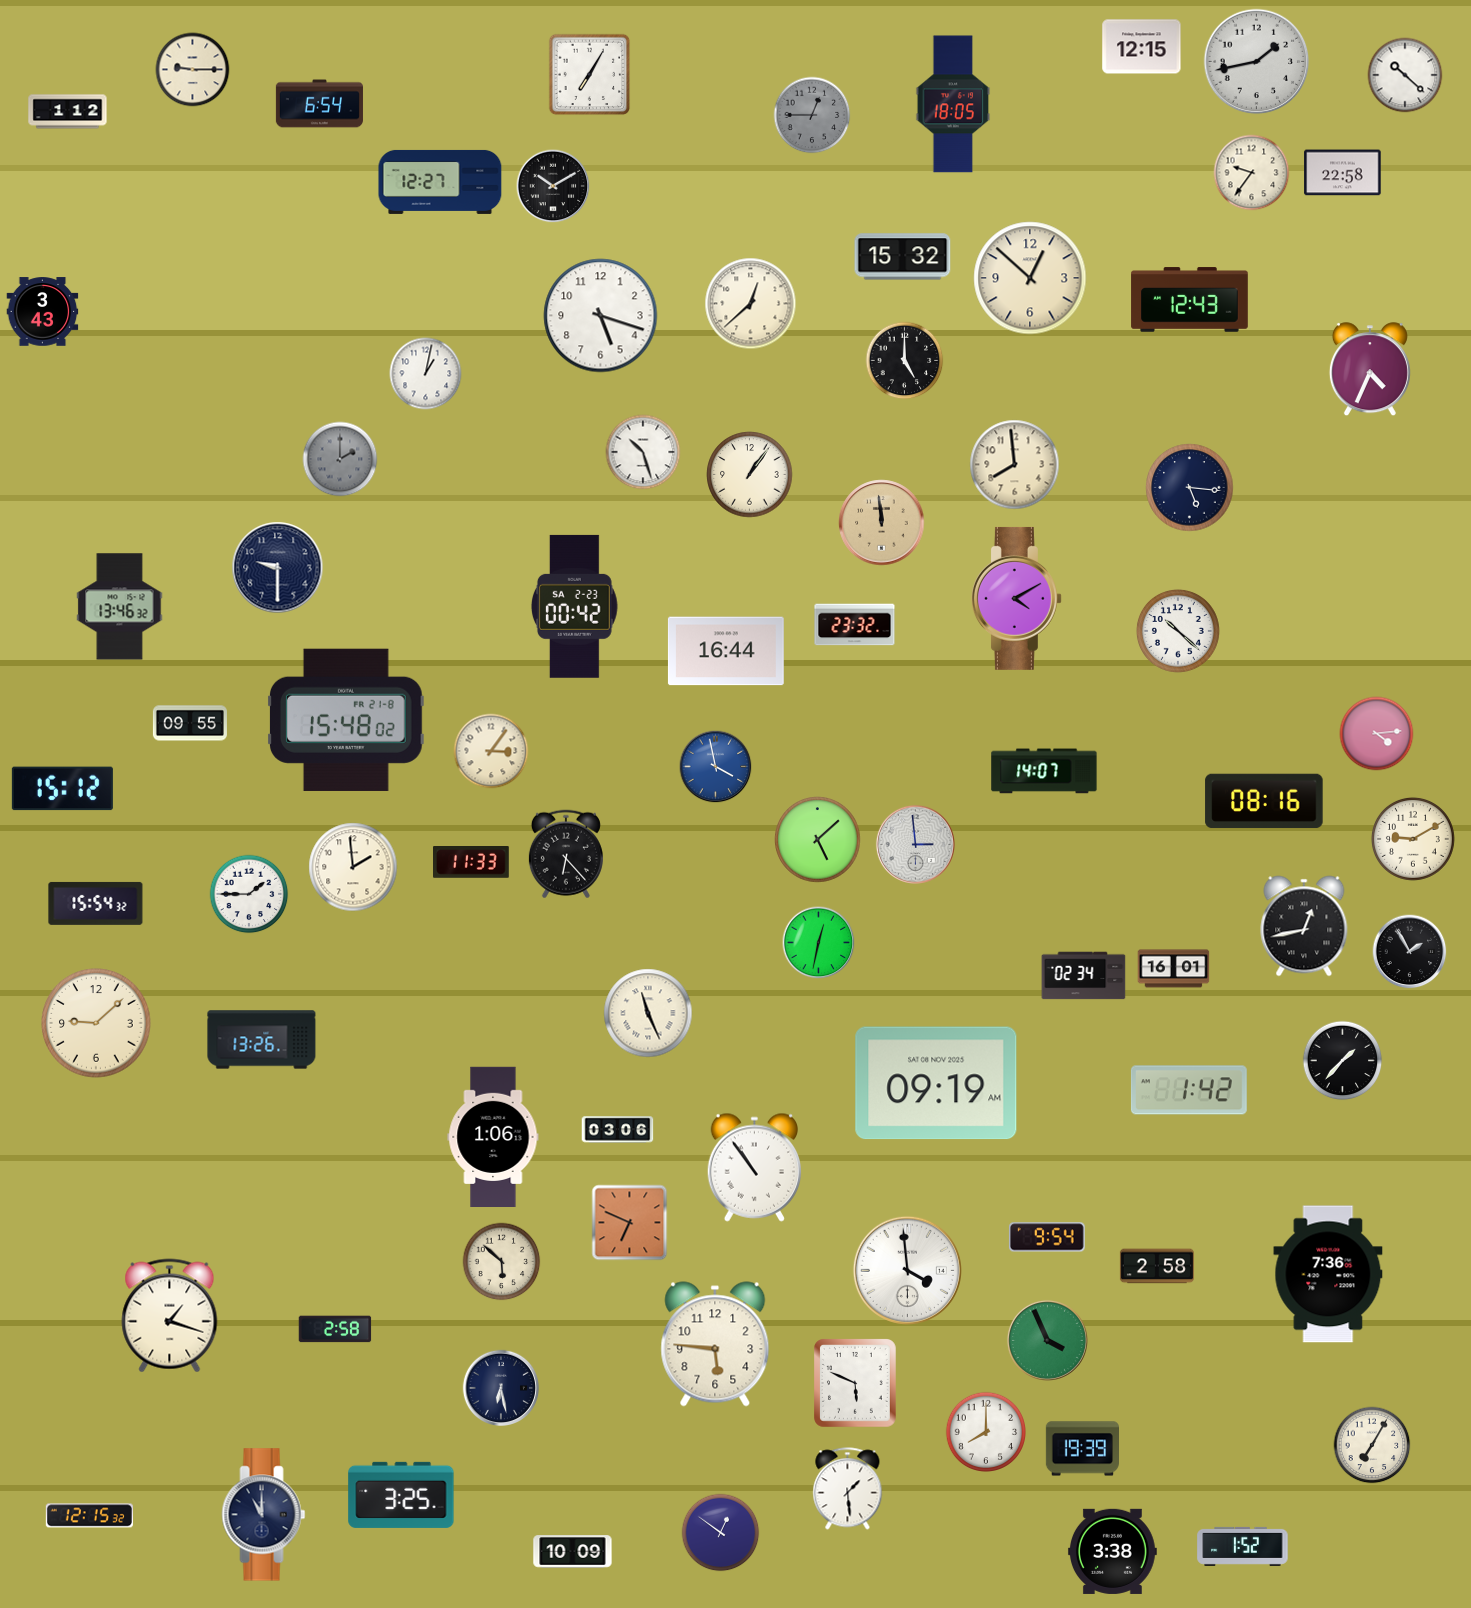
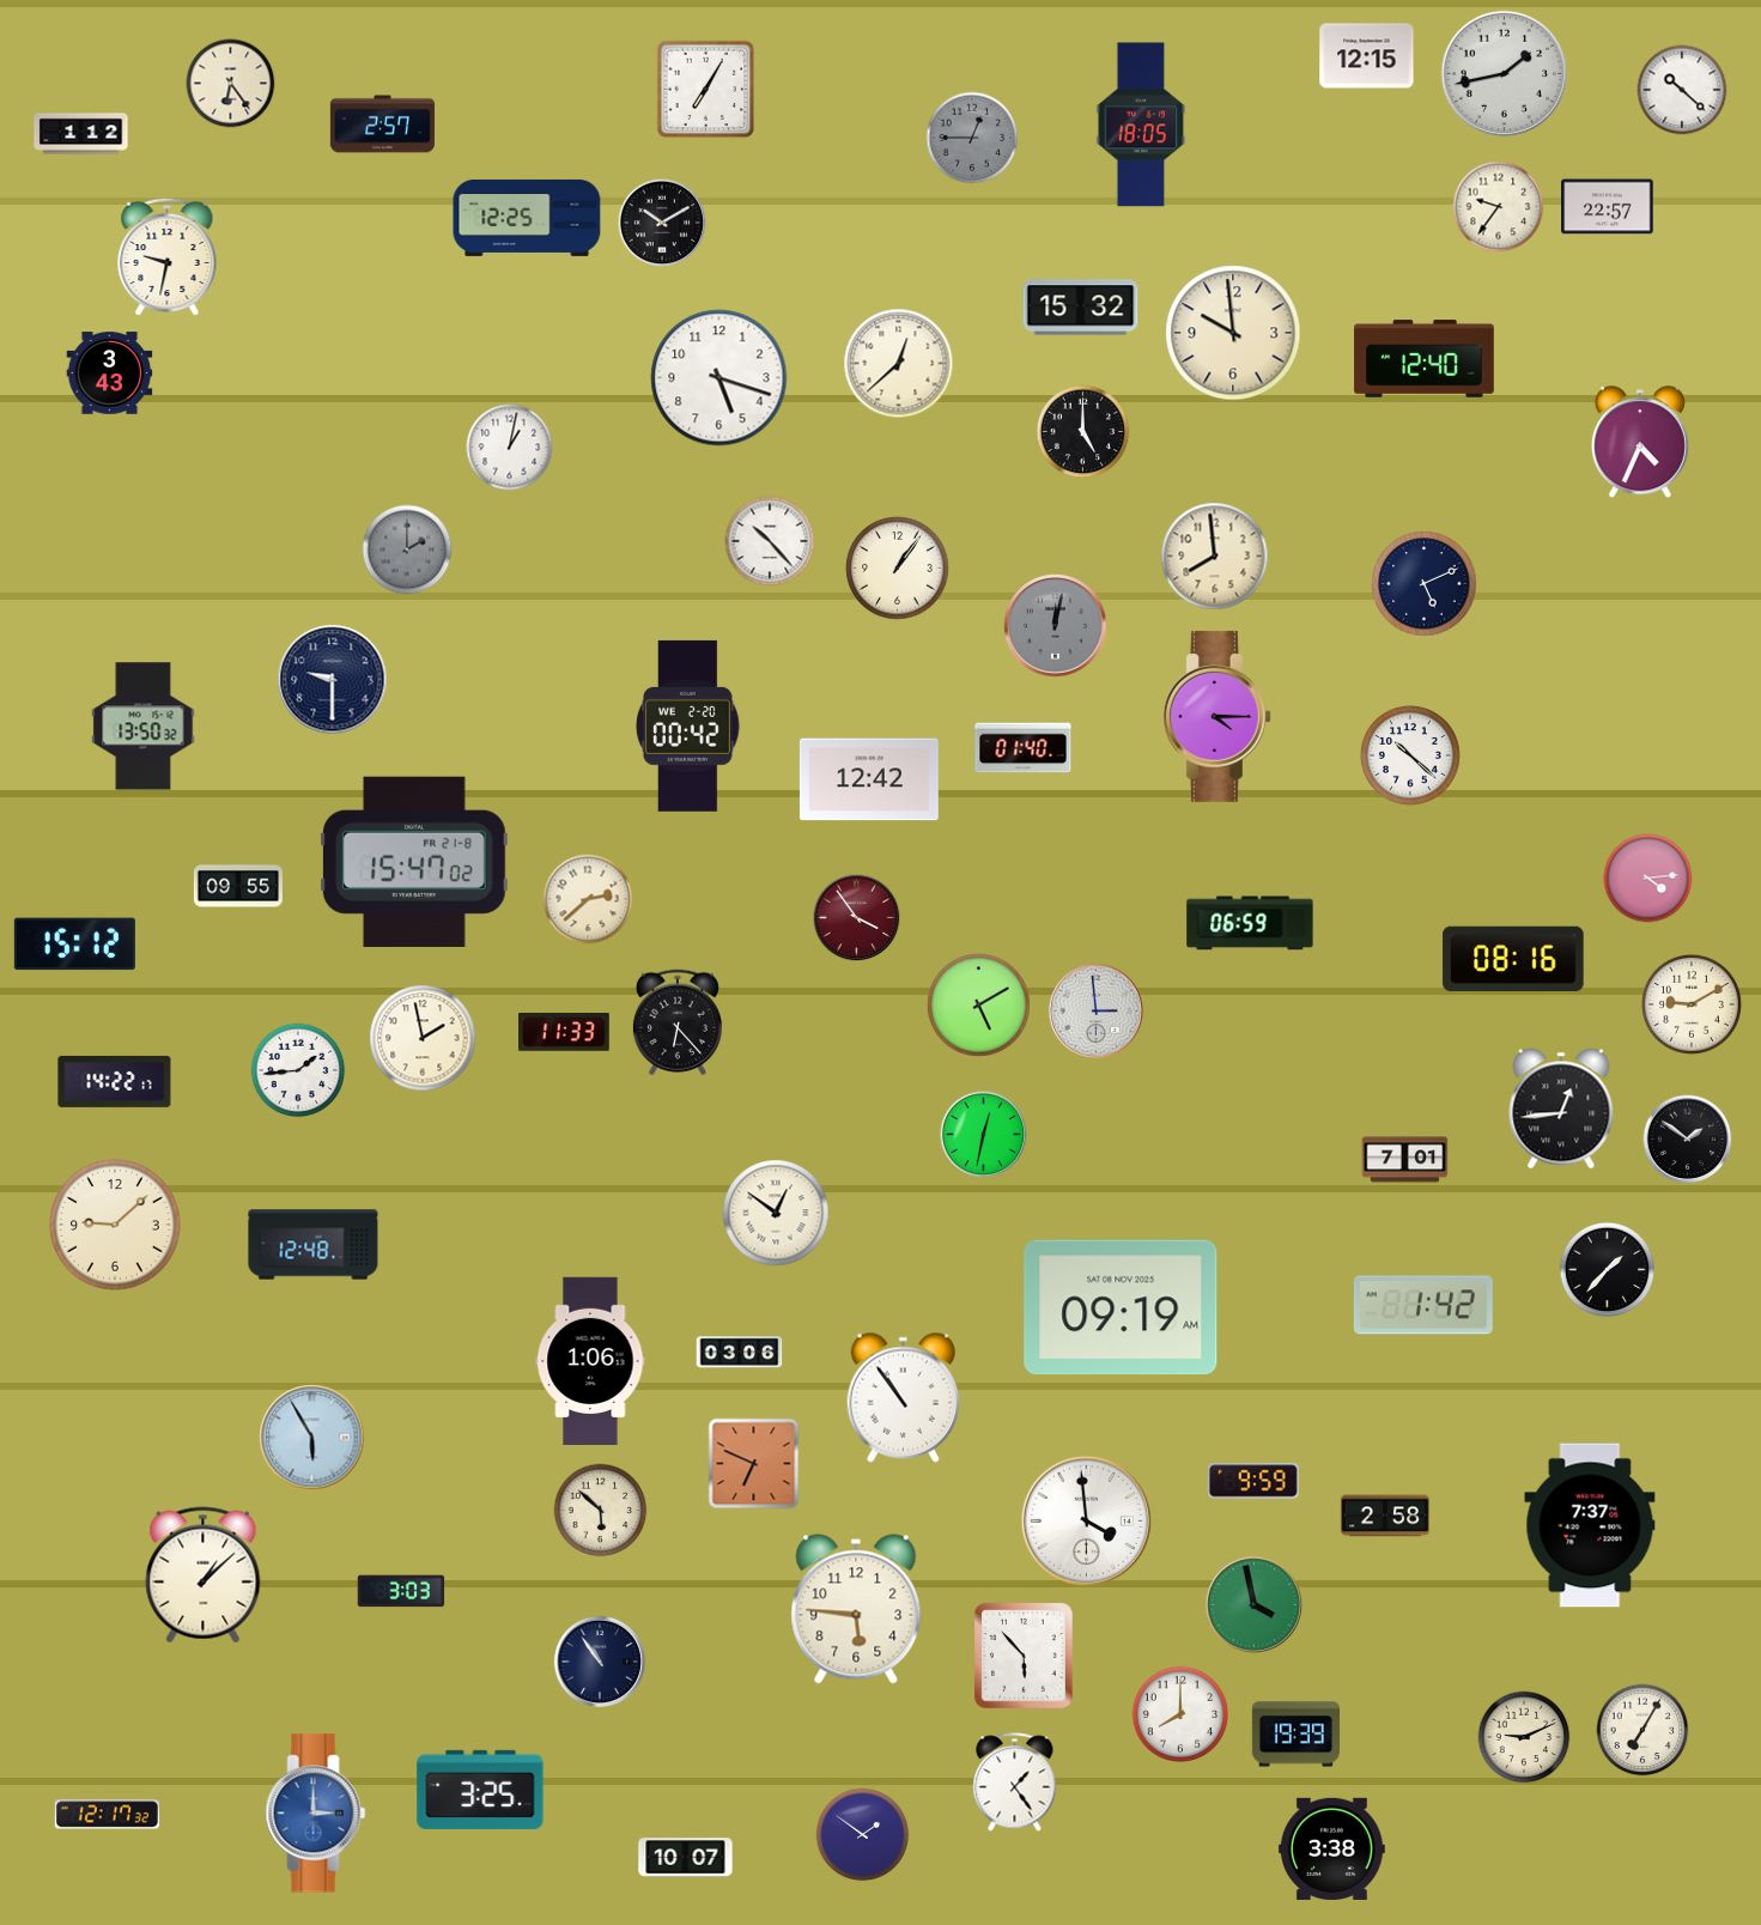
clock at (193, 70): 9:15 -> 6:24
clock at (319, 104): 6:54 -> 2:57
clock at (1343, 173): 22:58 -> 22:57
clock at (440, 182): 12:27 -> 12:25
clock at (168, 257): none -> 9:32
clock at (1030, 278): 12:52 -> 9:59
clock at (1190, 300): 12:43 -> 12:40
clock at (43, 312) position: (43, 312) -> (110, 374)
clock at (643, 452): 10:27 -> 10:23
clock at (1190, 488): 5:16 -> 5:11
clock at (882, 523): 11:59 -> 12:02
clock at (882, 523) dial: champagne -> grey
clock at (1016, 598): 4:10 -> 4:15
clock at (574, 606) date: SA 2-23 -> WE 2-20
clock at (120, 607): 13:46 -> 13:50
clock at (855, 625): 23:32 -> 01:40
clock at (726, 651): 16:44 -> 12:42
clock at (347, 720): 15:48 -> 15:47
clock at (190, 723) position: (190, 723) -> (238, 886)
clock at (491, 751): 3:06 -> 2:38
clock at (716, 767): 3:58 -> 3:54
clock at (716, 767) dial: blue -> burgundy
clock at (1044, 771): 14:07 -> 06:59
clock at (818, 840): 5:08 -> 5:10
clock at (353, 867): 1:59 -> 1:58
clock at (249, 894): 1:45 -> 1:44
clock at (96, 903): 15:54 -> 14:22
clock at (1304, 926): 12:43 -> 12:44
clock at (819, 943) position: (819, 943) -> (984, 1135)
clock at (1410, 952): 1:55 -> 1:51
clock at (1174, 969): 16:01 -> 7:01
clock at (1084, 976): 02:34 -> none
clock at (648, 1013): 11:26 -> 12:51
clock at (262, 1040): 13:26 -> 12:48
clock at (936, 1083) position: (936, 1083) -> (1121, 1307)
clock at (312, 1438): none -> 5:55
clock at (1047, 1237): 9:54 -> 9:59
clock at (1328, 1274): 7:36 -> 7:37
clock at (170, 1316): 1:18 -> 1:08
clock at (335, 1329): 2:58 -> 3:03
clock at (1047, 1340): 3:56 -> 3:58
clock at (856, 1384): 5:49 -> 5:53
clock at (500, 1387): 6:28 -> 10:54
clock at (1524, 1737): none -> 9:11
clock at (848, 1489): 1:29 -> 1:24
clock at (264, 1515): 11:00 -> 3:00
clock at (264, 1515) dial: navy -> blue
clock at (89, 1516): 12:15 -> 12:17
clock at (721, 1533): 12:51 -> 1:51
clock at (1243, 1546): 1:52 -> none
clock at (1112, 1551) position: (1112, 1551) -> (1331, 1848)
clock at (573, 1552): 10:09 -> 10:07
